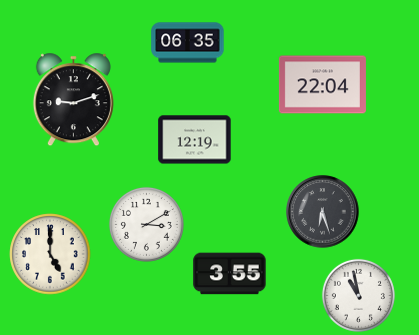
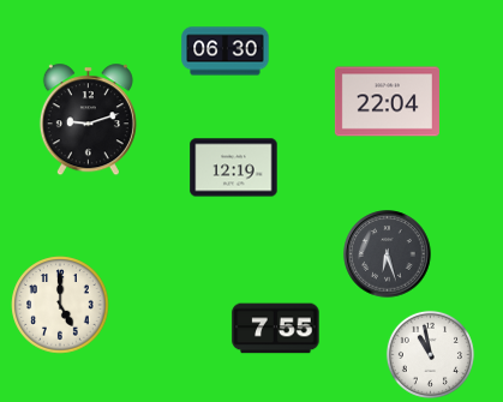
clock at (188, 43): 06:35 -> 06:30
clock at (146, 224): 3:10 -> none
clock at (230, 274): 3:55 -> 7:55
